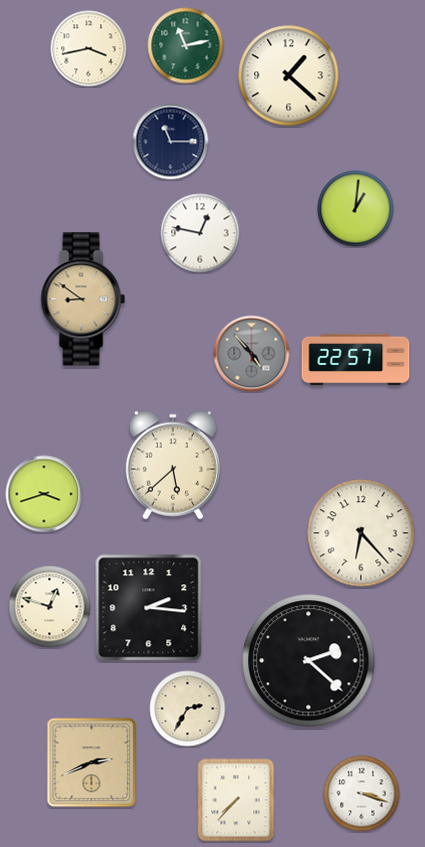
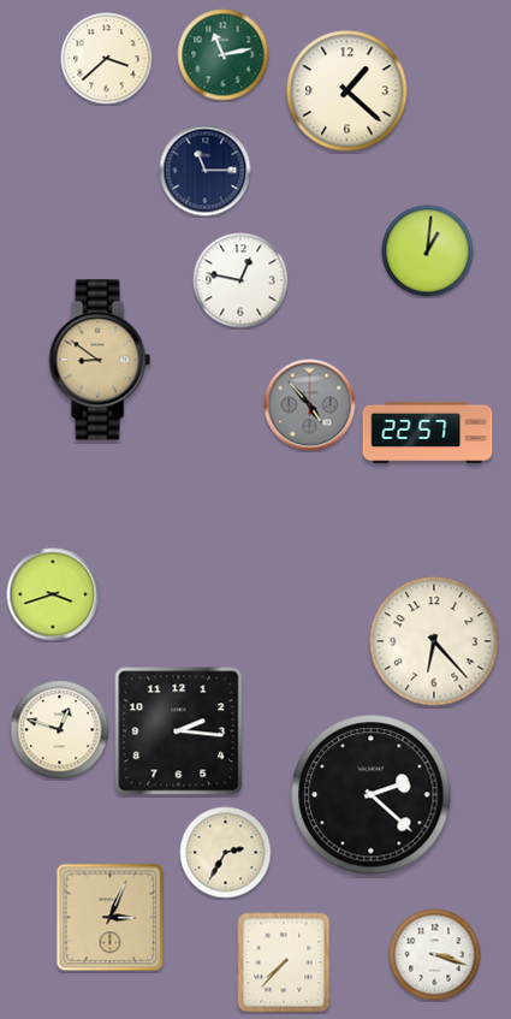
clock at (89, 49): 3:43 -> 3:38
clock at (252, 354) position: (252, 354) -> (310, 405)
clock at (173, 465): 5:38 -> none
clock at (92, 763): 2:41 -> 3:04
